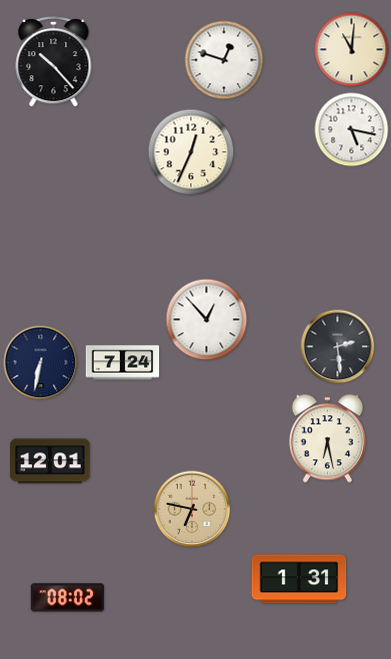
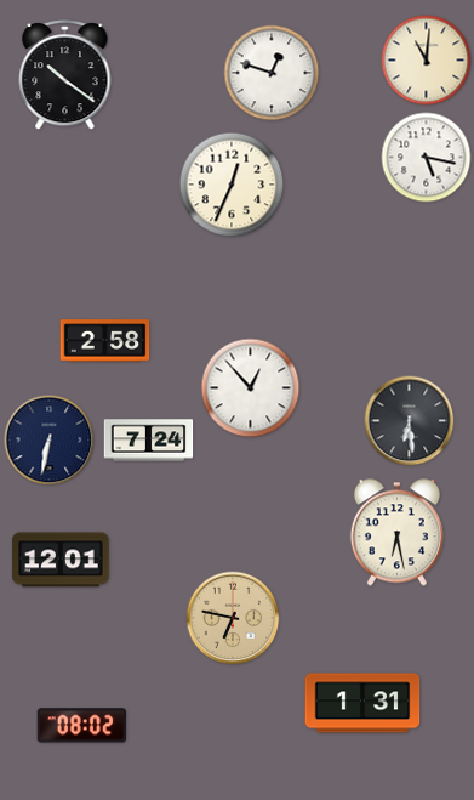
clock at (54, 62): 10:23 -> 10:21
clock at (105, 341): none -> 2:58
clock at (338, 347): 2:29 -> 6:29
